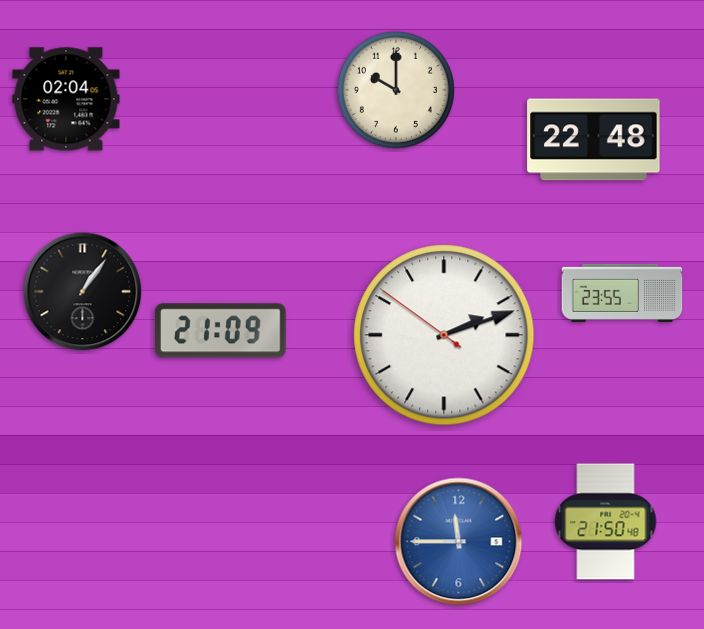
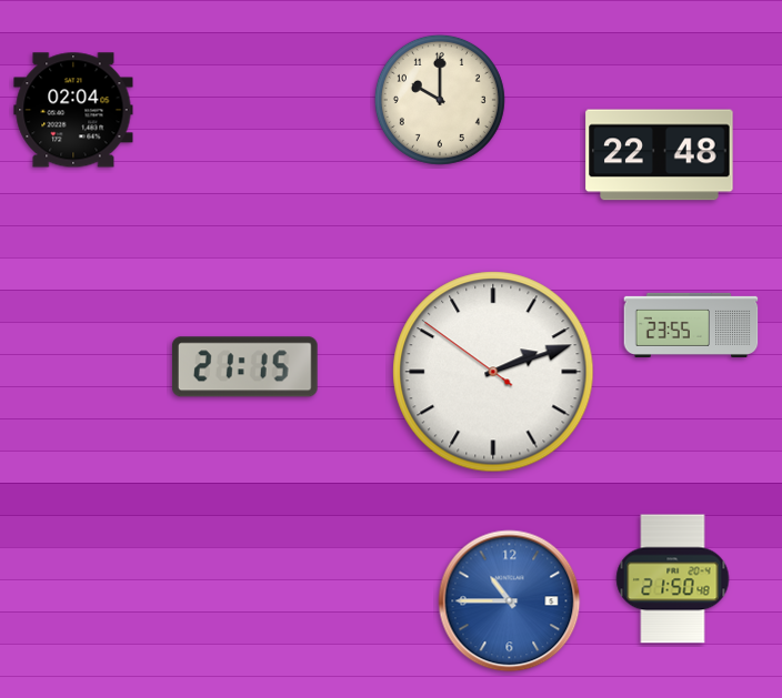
clock at (83, 292): 1:06 -> none
clock at (220, 331): 21:09 -> 21:15
clock at (459, 542): 11:45 -> 10:45
